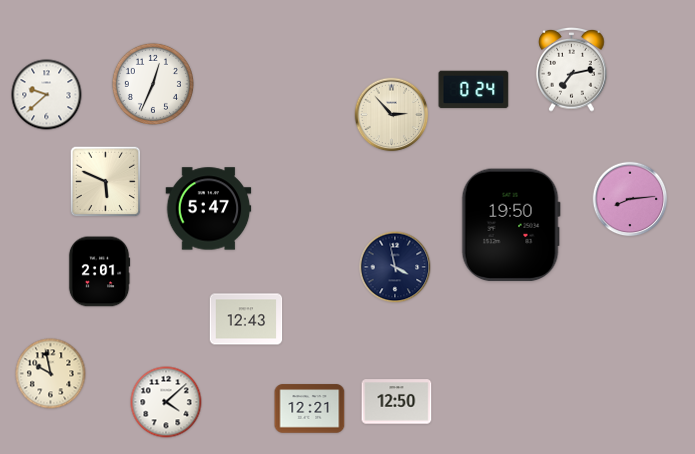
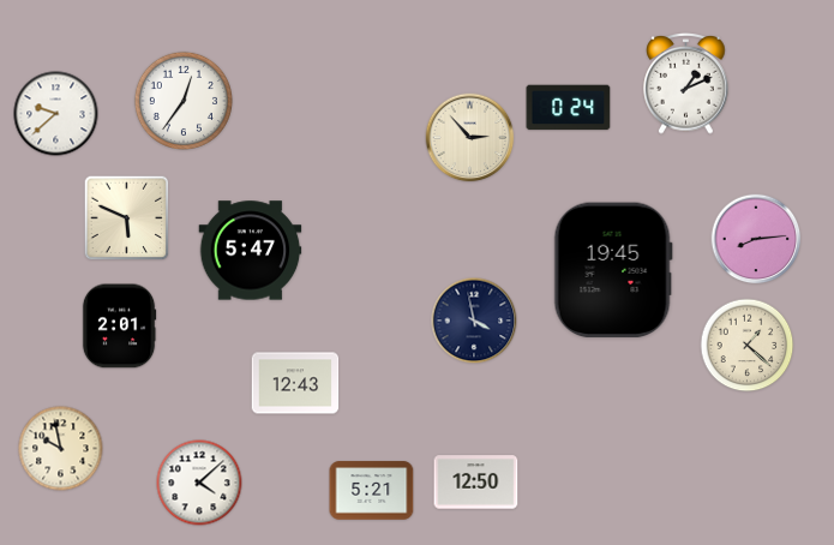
clock at (572, 70): 7:13 -> 1:11
clock at (153, 84): 12:34 -> 12:36
clock at (511, 225): 19:50 -> 19:45
clock at (748, 346): none -> 1:22
clock at (310, 409): 12:21 -> 5:21
